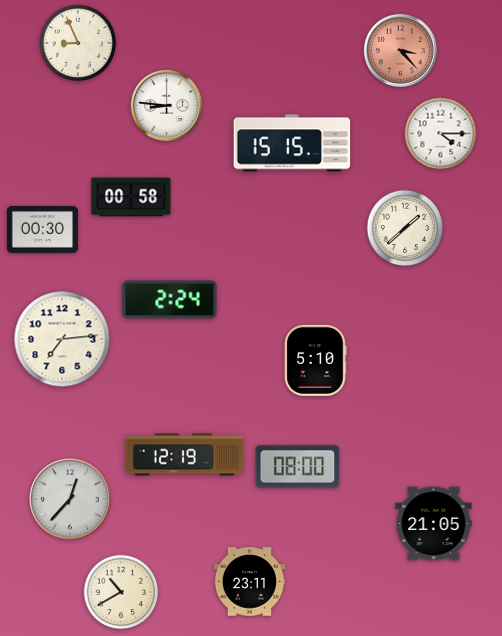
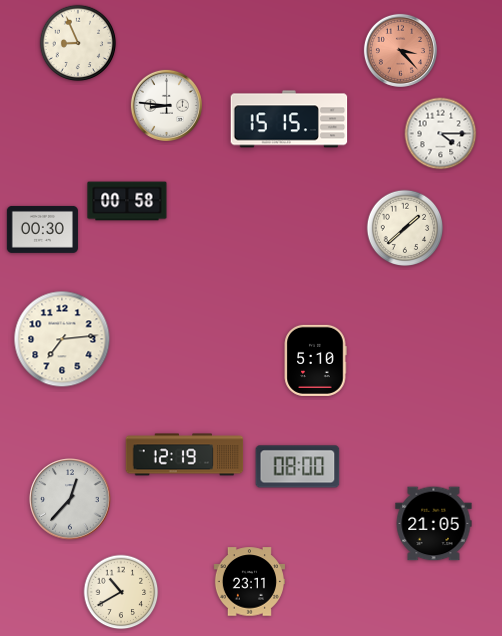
clock at (292, 143) position: (292, 143) -> (289, 119)
clock at (131, 197) position: (131, 197) -> (127, 201)
clock at (170, 300): 2:24 -> none
